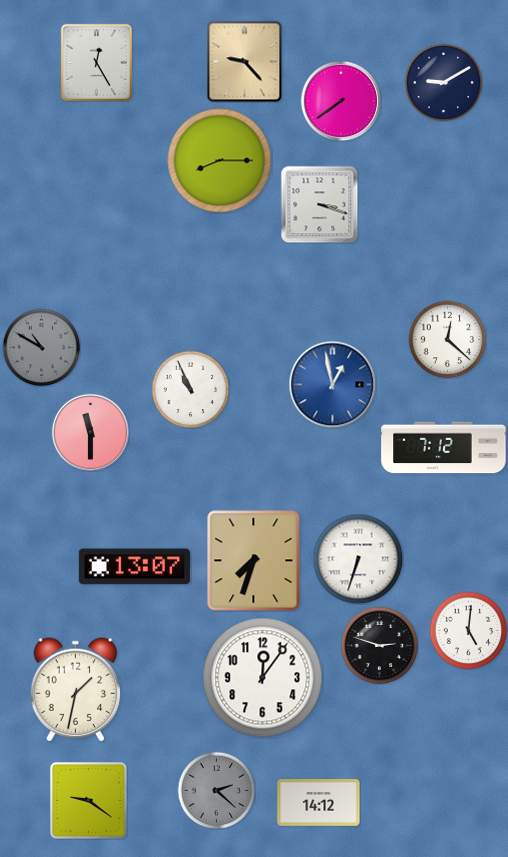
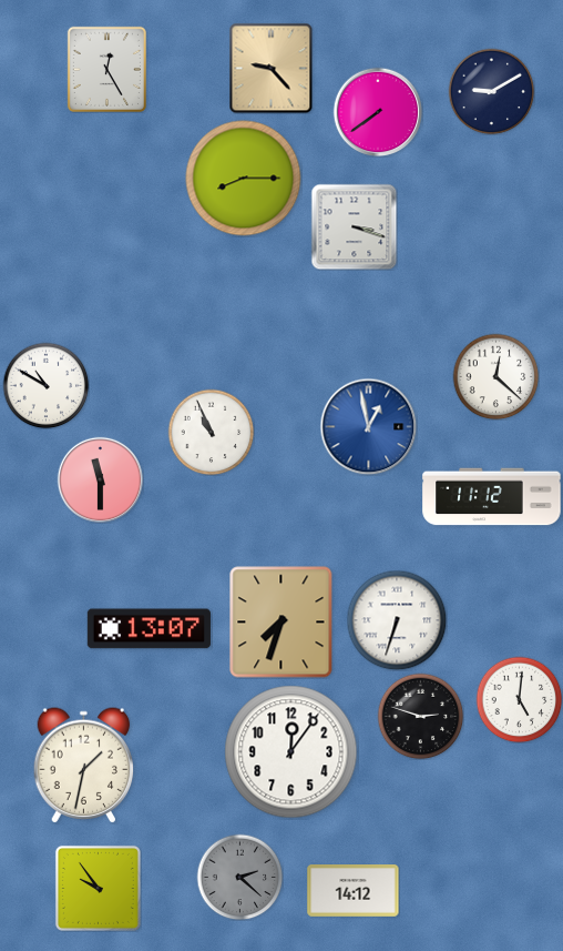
clock at (41, 347) dial: grey -> white
clock at (444, 448): 7:12 -> 11:12
clock at (88, 800): 9:21 -> 9:54
